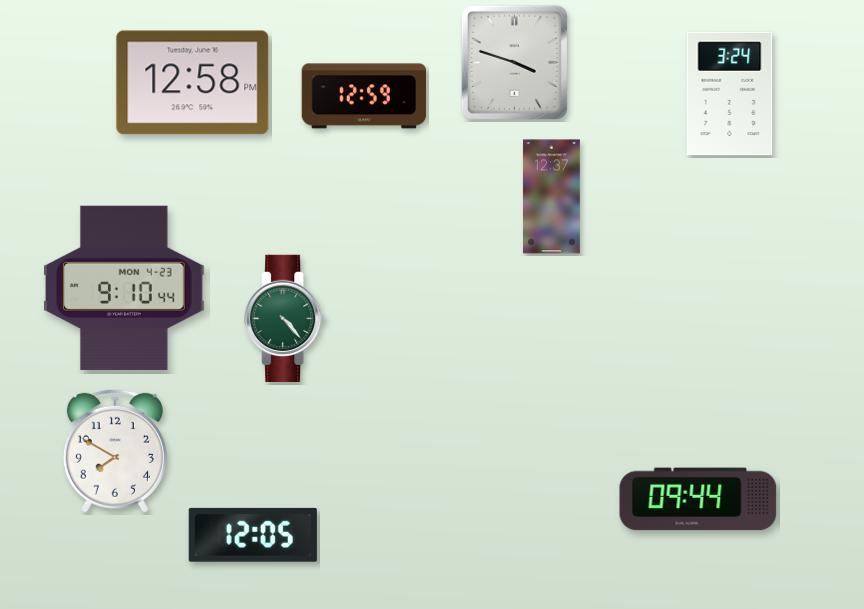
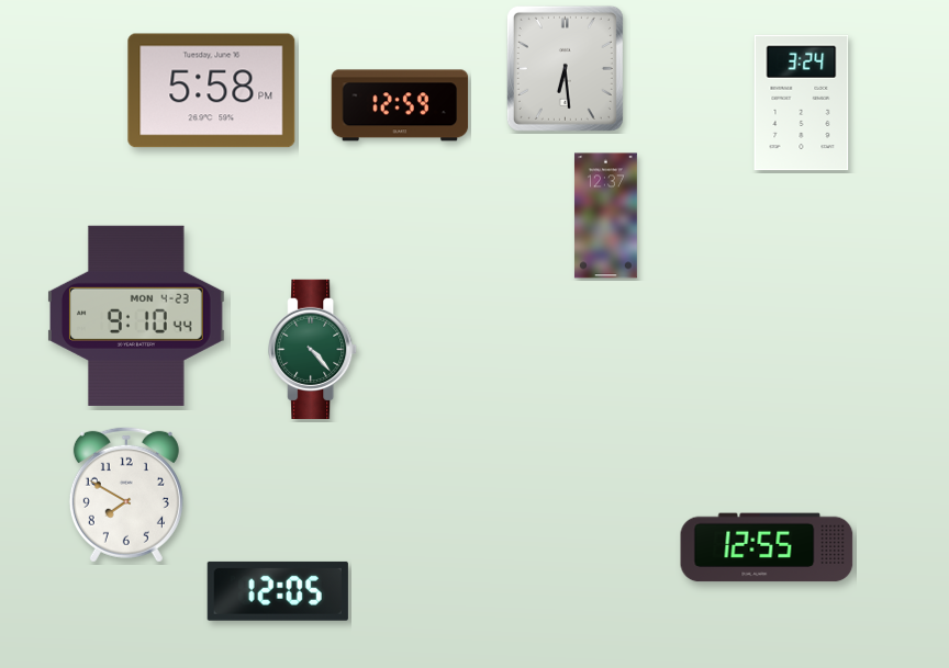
clock at (514, 62): 3:48 -> 6:29
clock at (193, 83): 12:58 -> 5:58
clock at (698, 499): 09:44 -> 12:55
clock at (253, 535) position: (253, 535) -> (278, 591)
